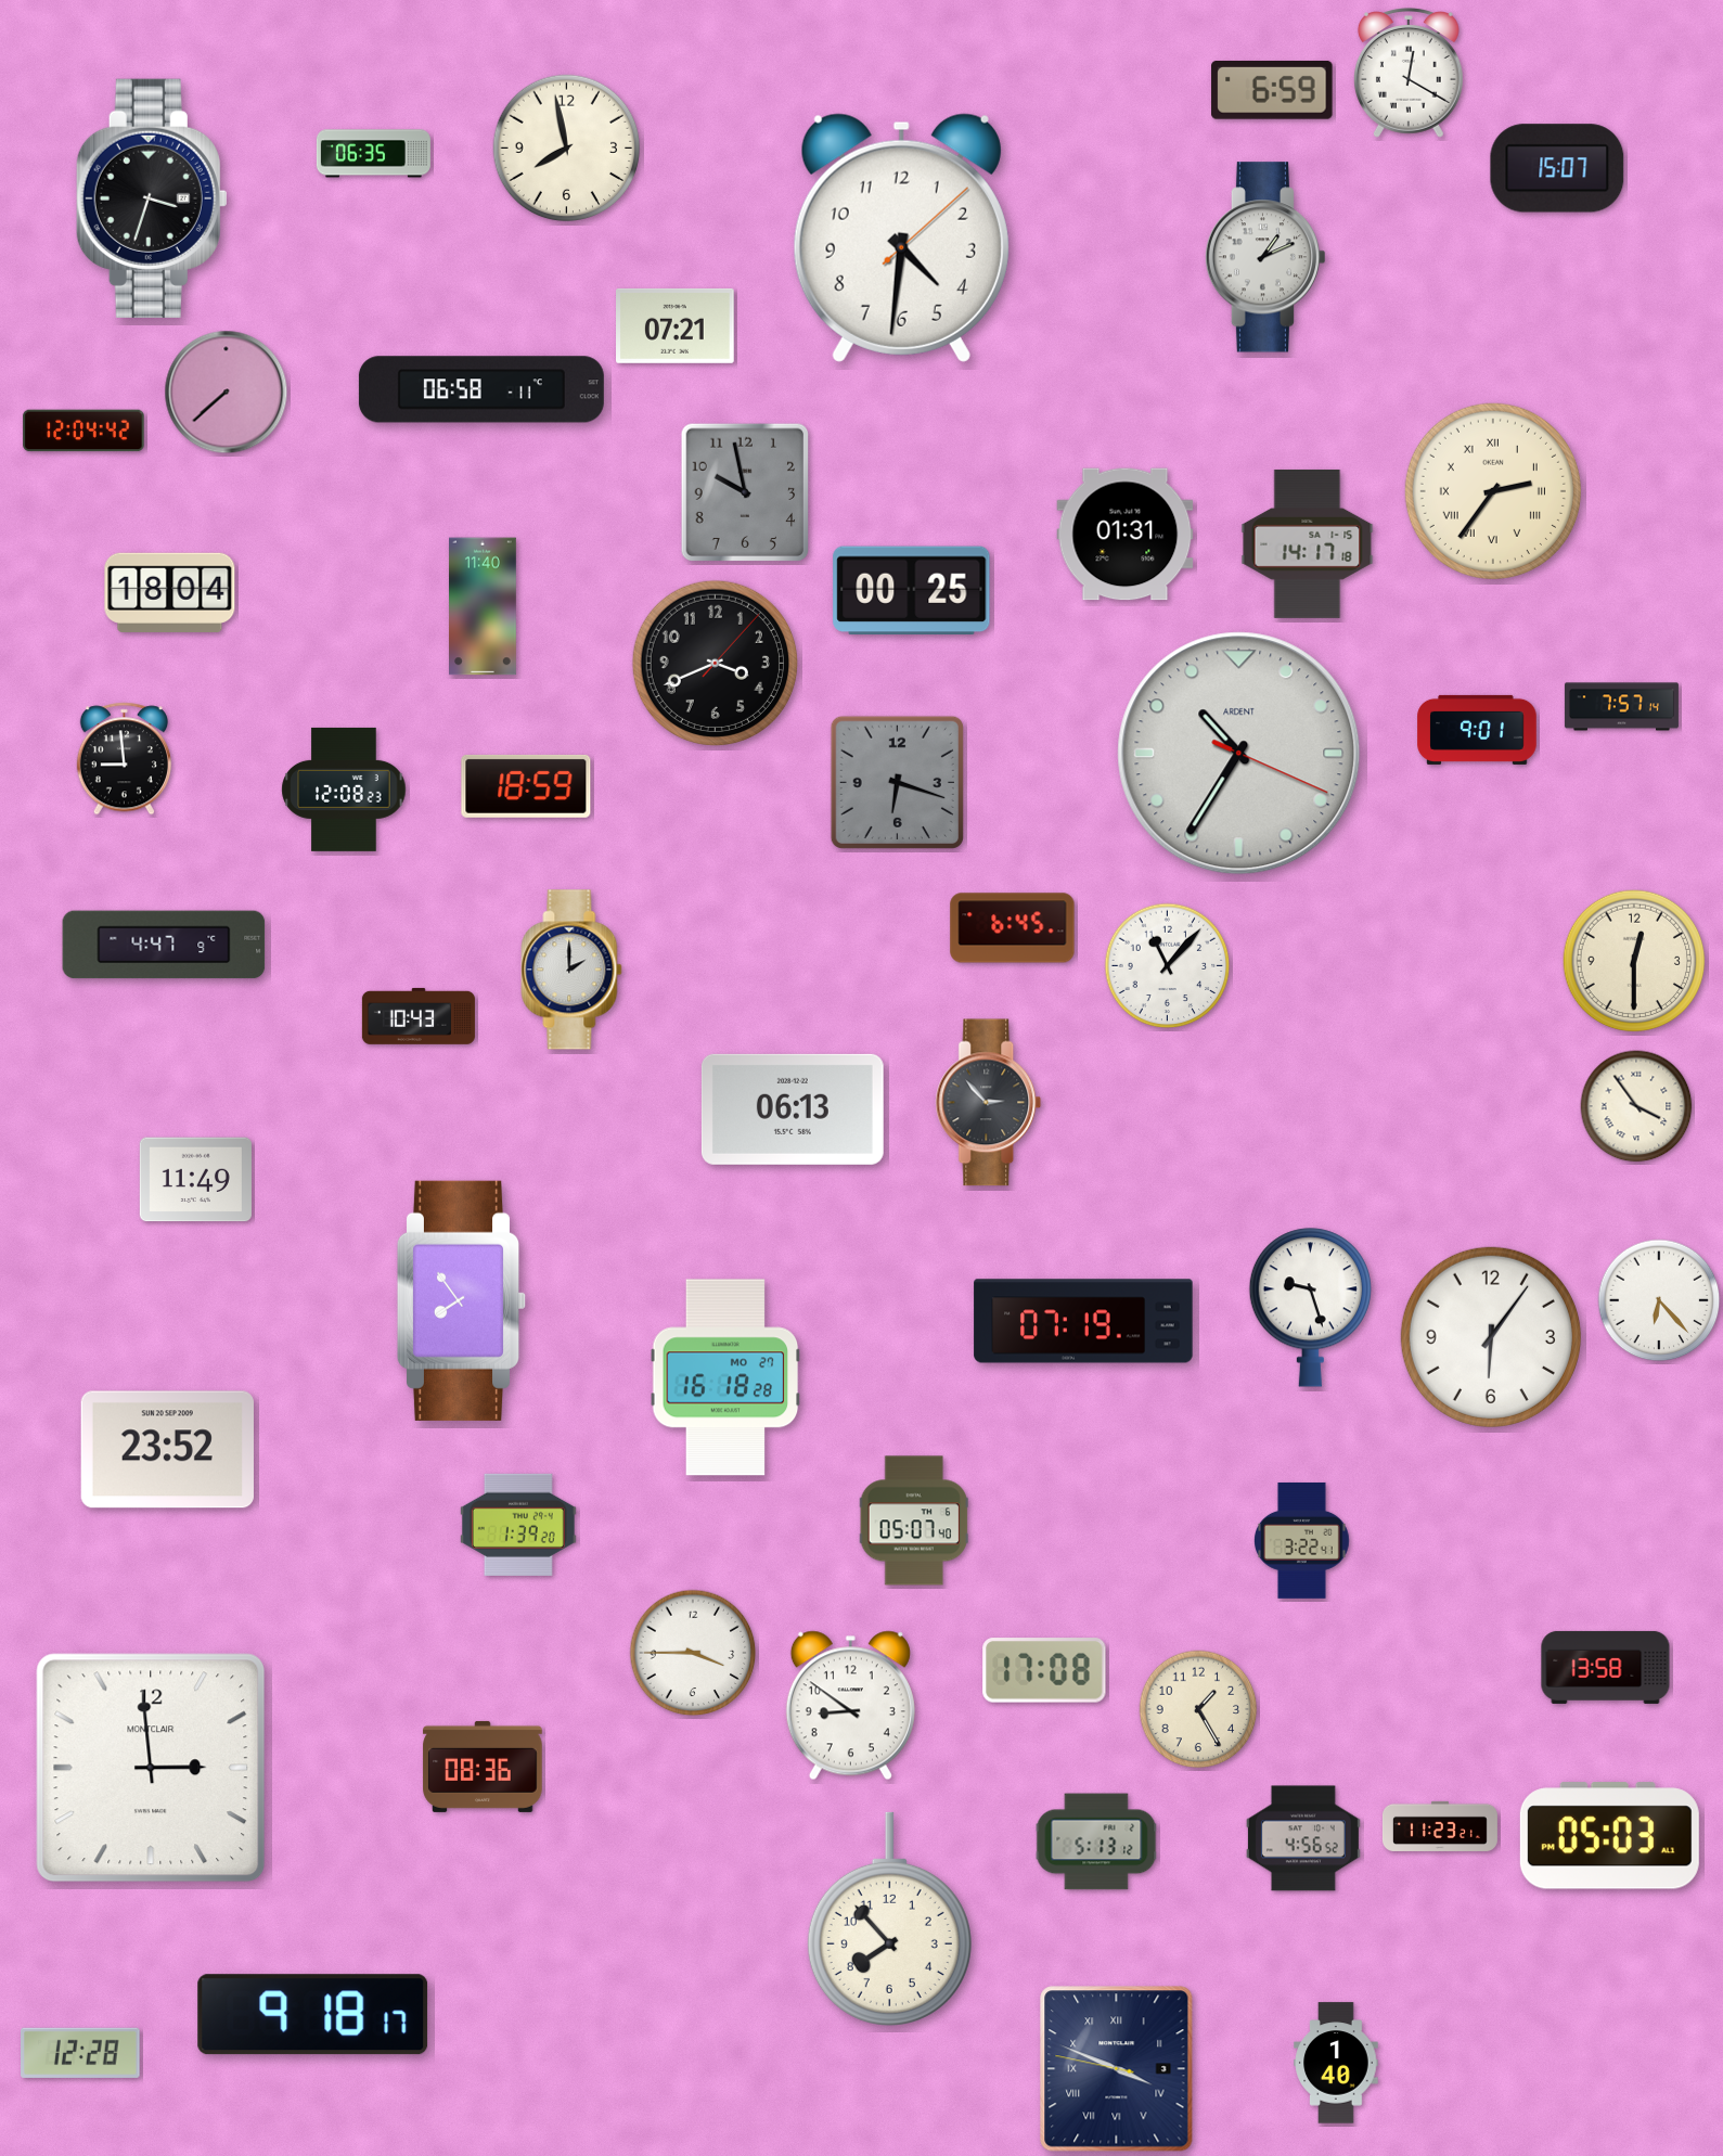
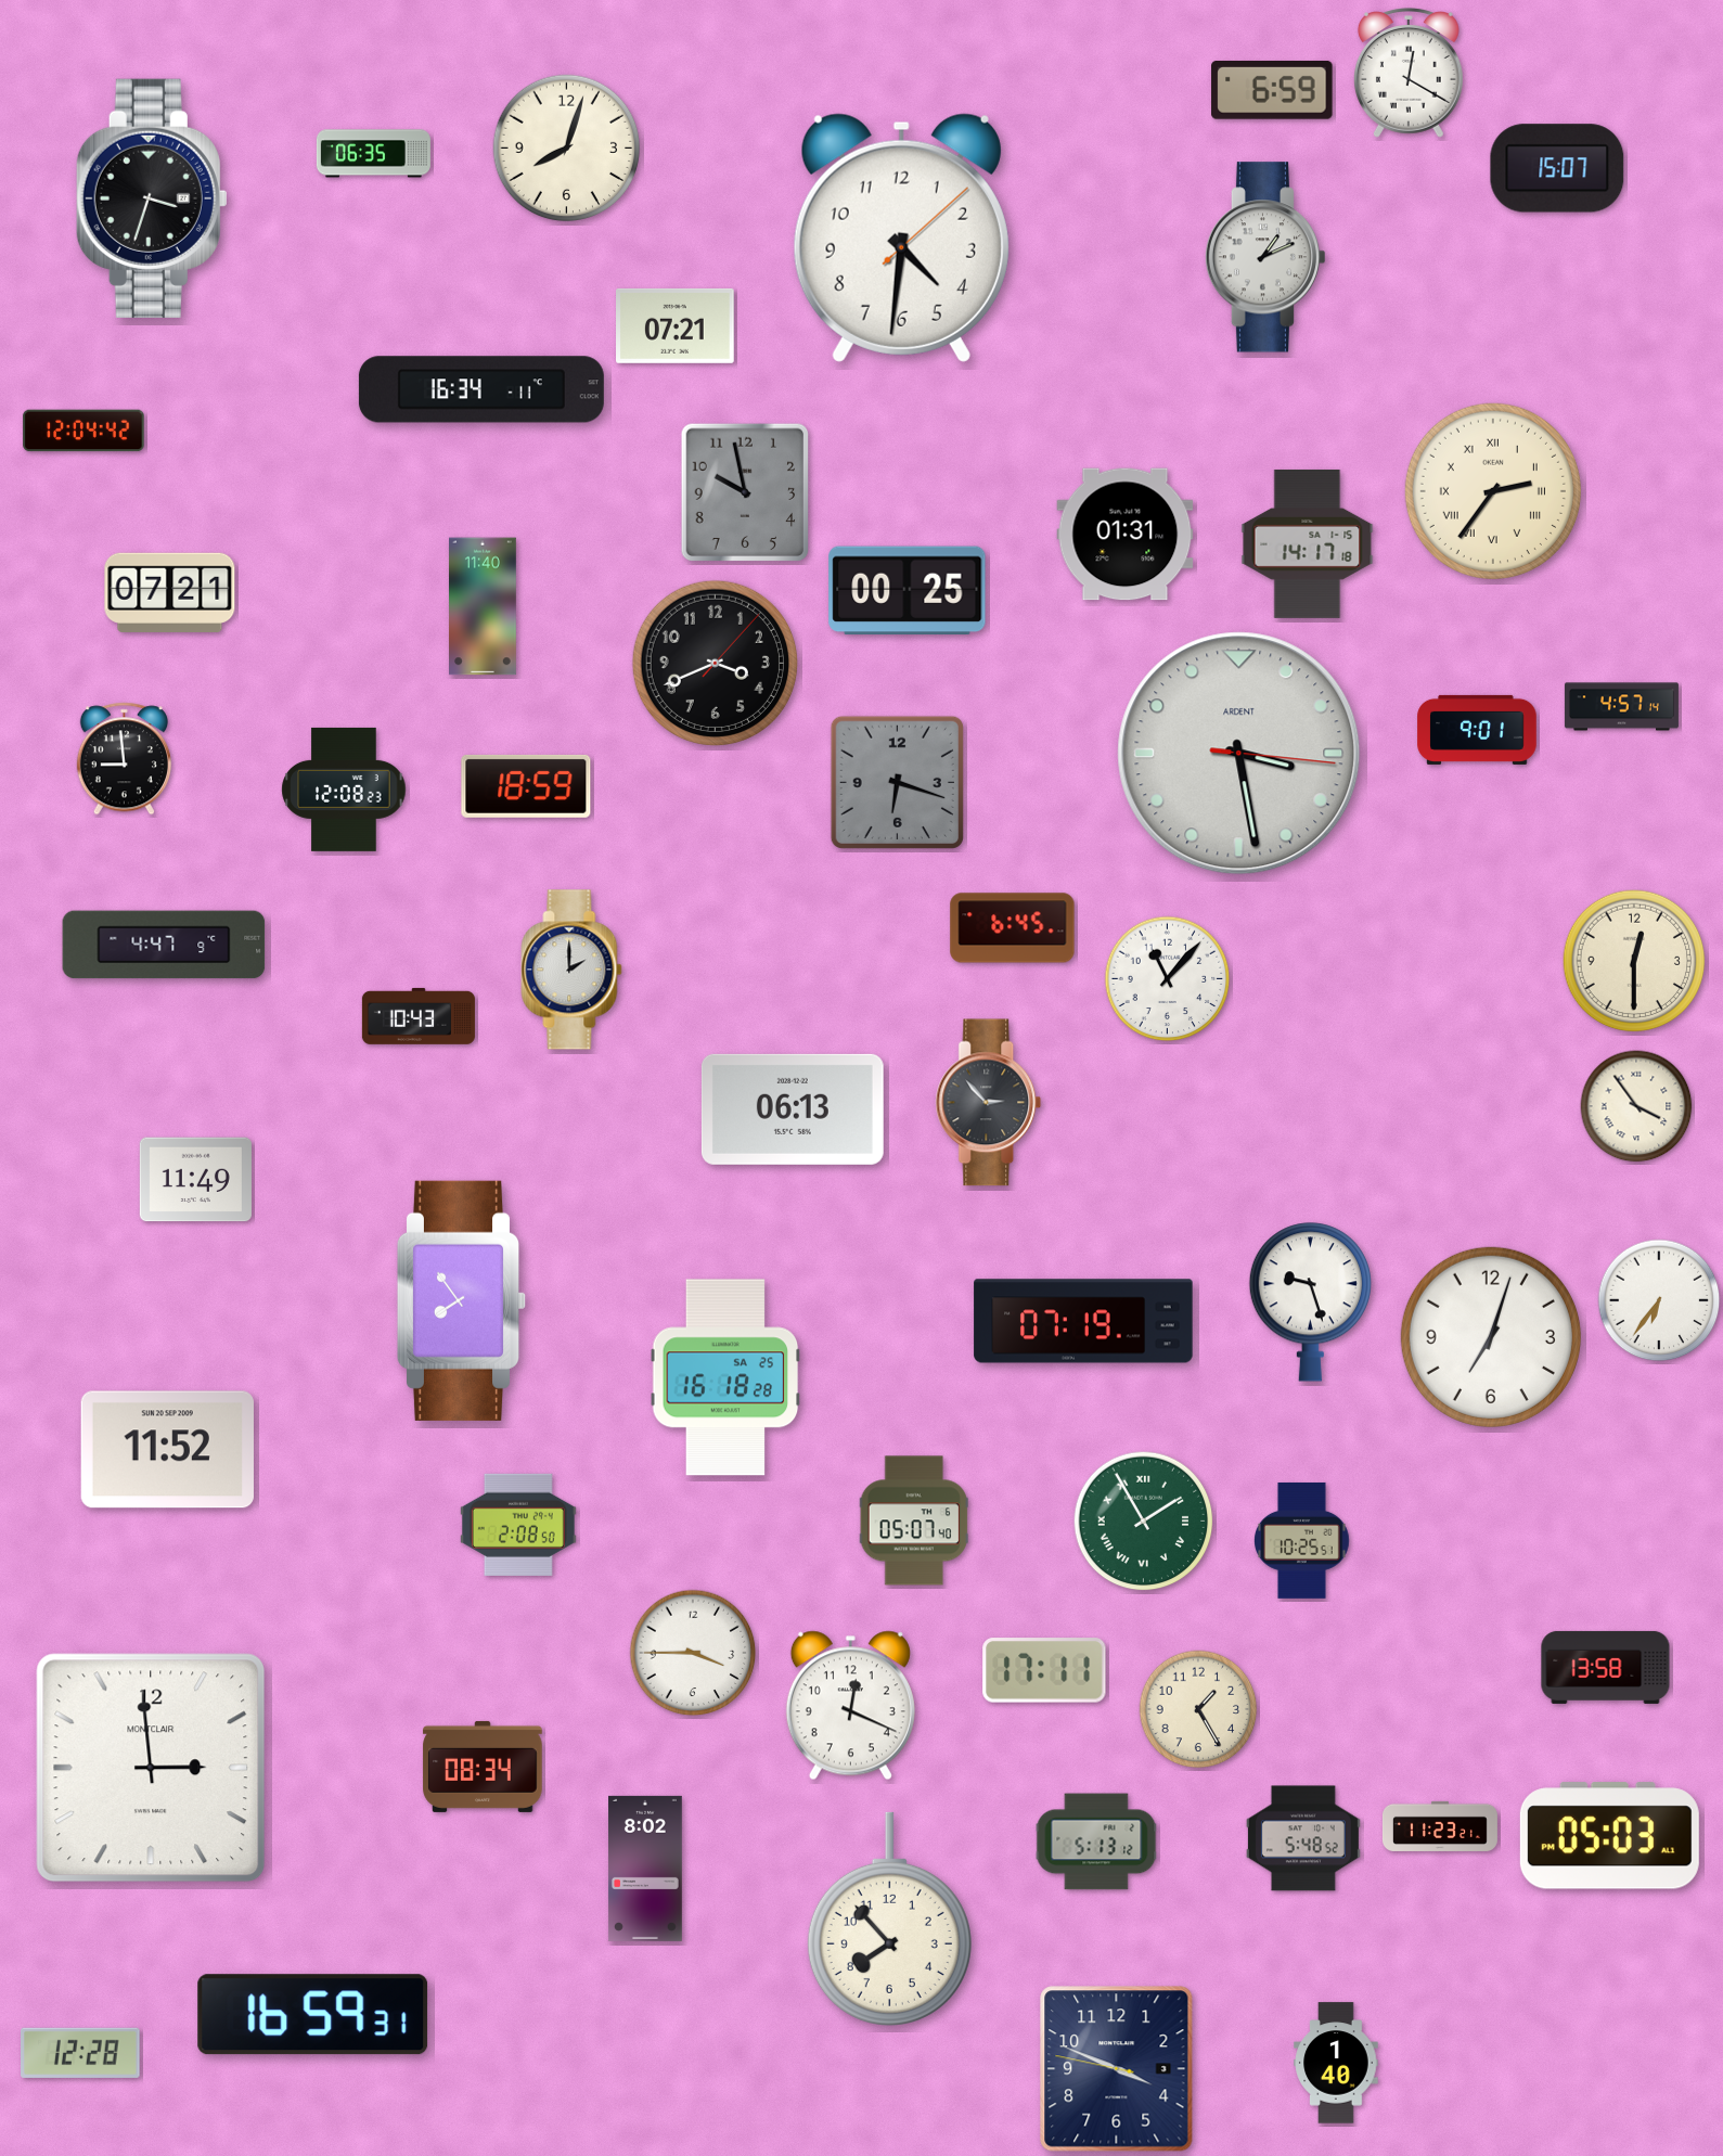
clock at (567, 149): 7:58 -> 8:03
clock at (481, 389): 06:58 -> 16:34
clock at (227, 393): 7:38 -> none
clock at (912, 591) position: (912, 591) -> (908, 591)
clock at (170, 592): 18:04 -> 07:21
clock at (1621, 707): 7:57 -> 4:57
clock at (1239, 754): 10:35 -> 3:28
clock at (1168, 966) position: (1168, 966) -> (1168, 979)
clock at (1659, 1300): 6:23 -> 6:36
clock at (1310, 1308) position: (1310, 1308) -> (1310, 1302)
clock at (1491, 1337): 6:06 -> 7:03
clock at (725, 1377) date: MO 27 -> SA 25
clock at (167, 1450): 23:52 -> 11:52
clock at (1144, 1522): none -> 1:55
clock at (518, 1525): 1:39 -> 2:08
clock at (1302, 1540): 3:22 -> 10:25
clock at (1044, 1670): 17:08 -> 17:11
clock at (850, 1706): 8:51 -> 12:19
clock at (483, 1767): 08:36 -> 08:34
clock at (1303, 1838): 4:56 -> 5:48
clock at (646, 1869): none -> 8:02
clock at (313, 2015): 9:18 -> 16:59
clock at (1117, 2069) numerals: Roman -> Arabic
